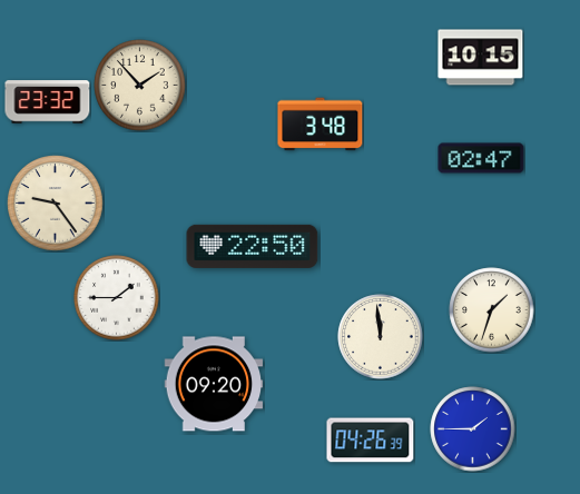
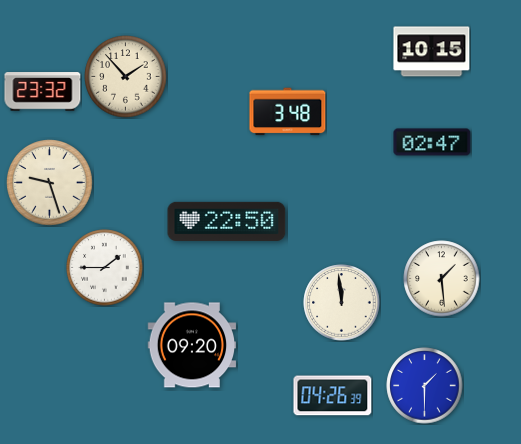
clock at (56, 204): 9:24 -> 9:27
clock at (492, 310): 1:33 -> 1:29
clock at (473, 429): 1:45 -> 1:30
